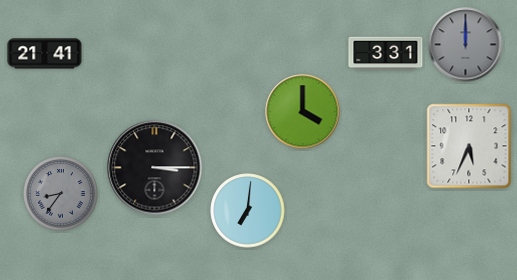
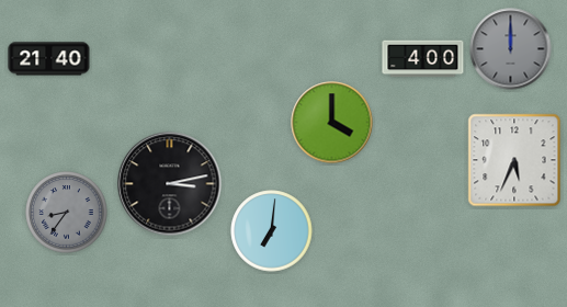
clock at (45, 54): 21:41 -> 21:40
clock at (386, 54): 3:31 -> 4:00
clock at (155, 168): 3:15 -> 3:13
